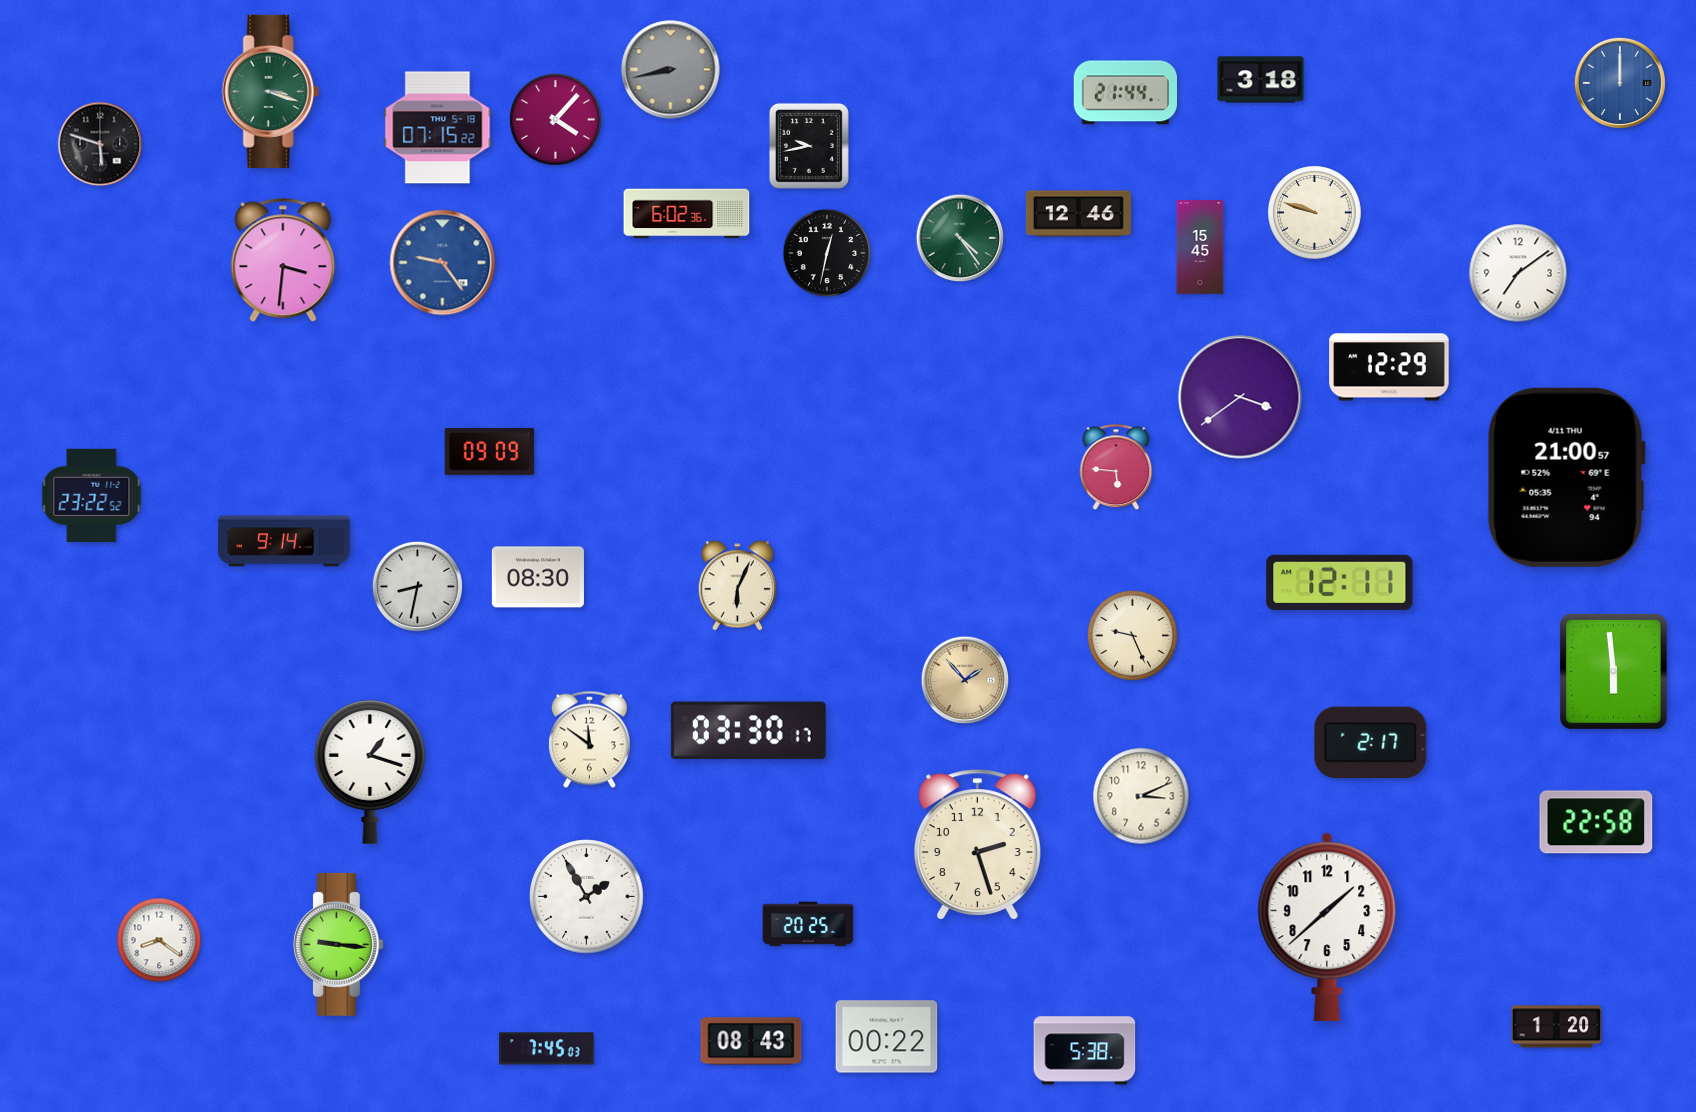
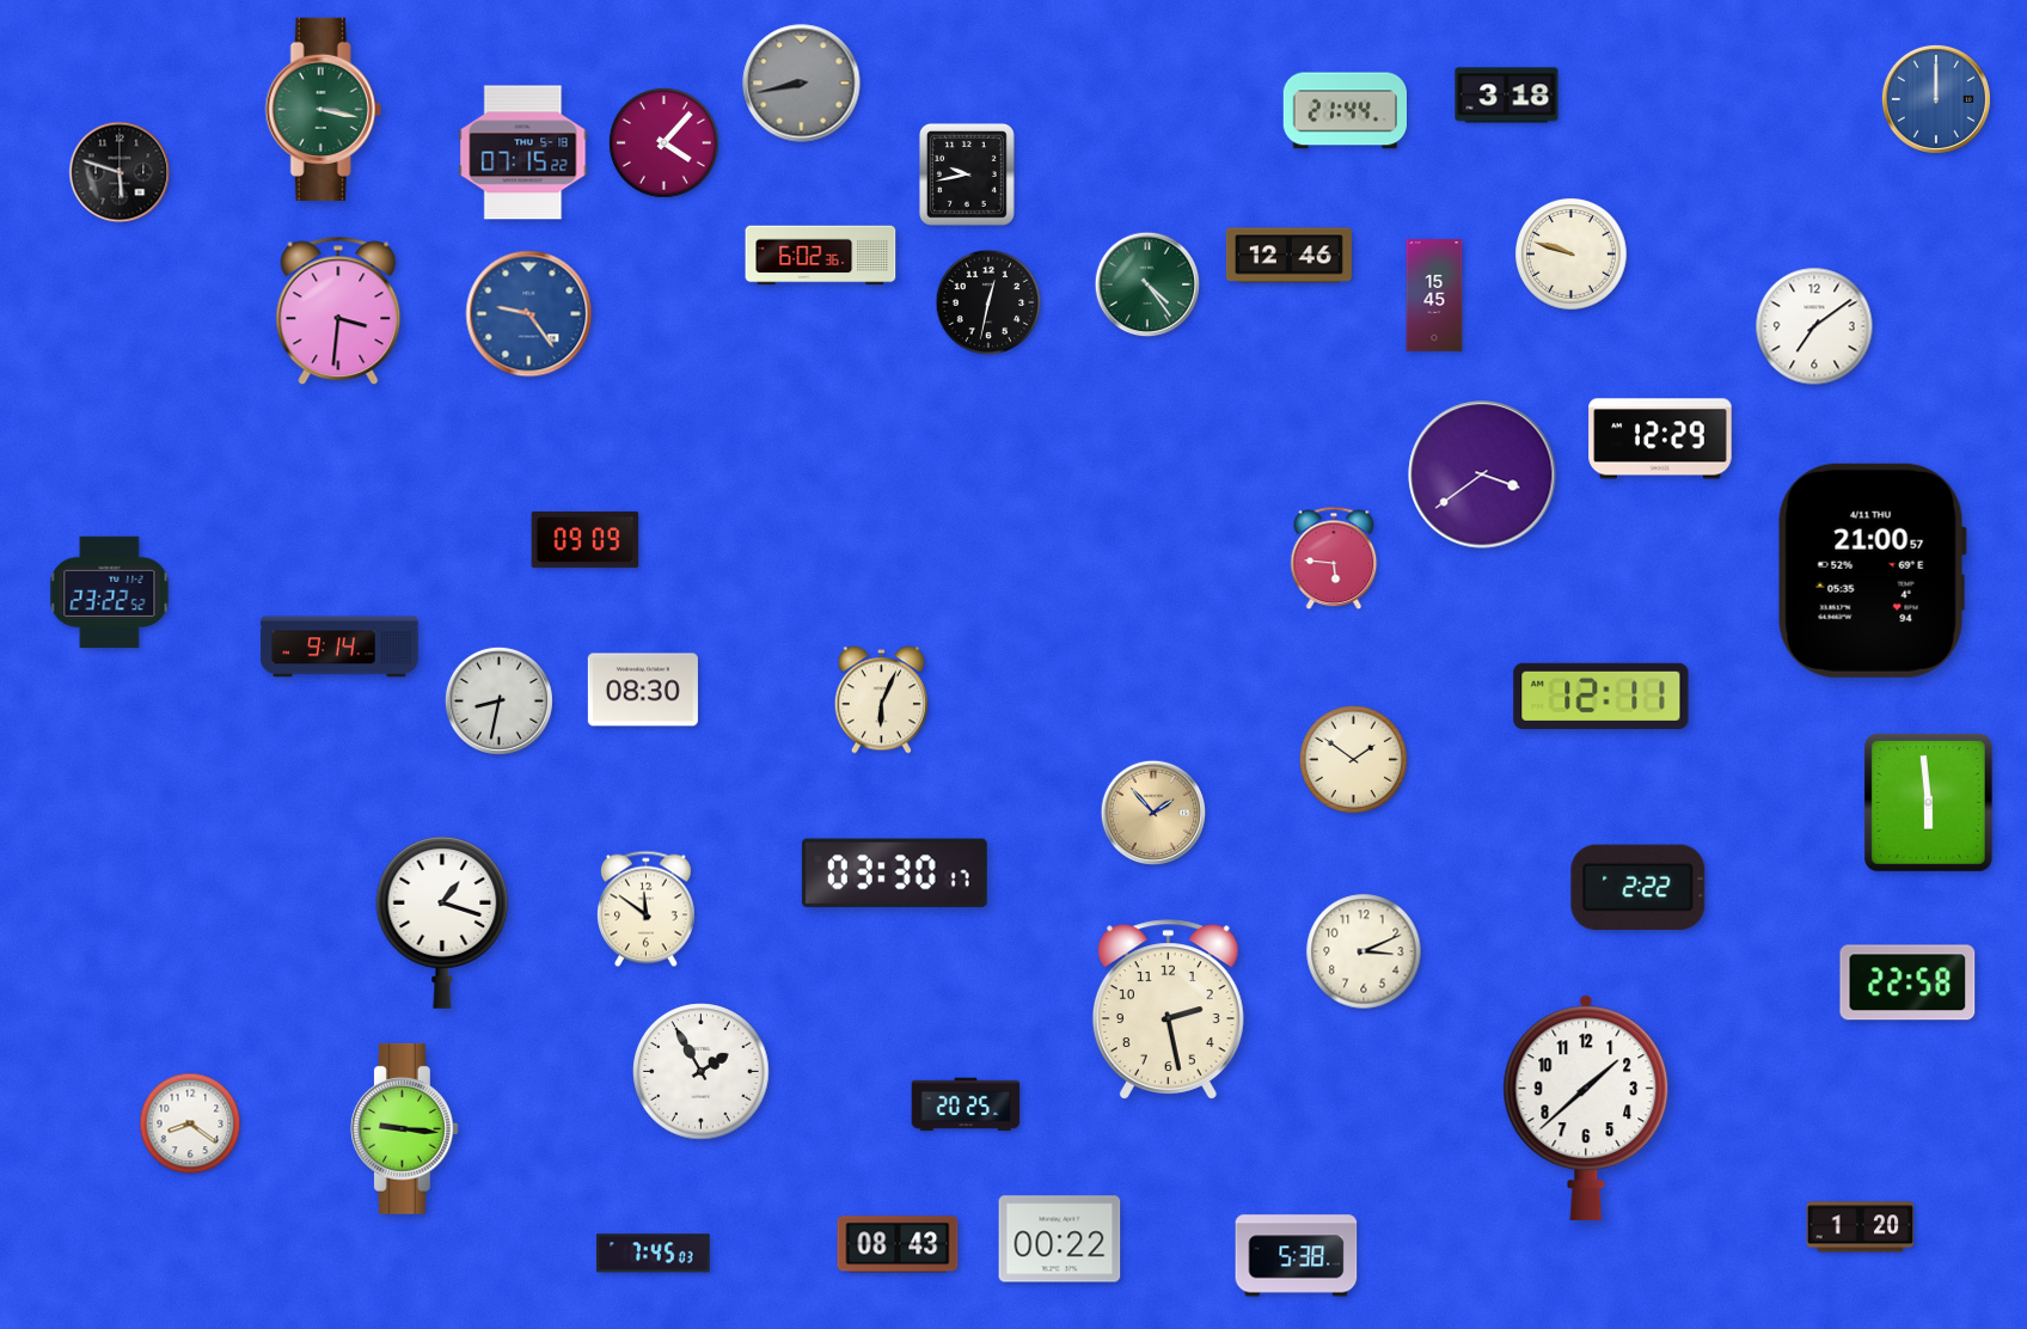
clock at (270, 91): 3:18 -> 3:17
clock at (1132, 635): 9:26 -> 1:51
clock at (589, 740) position: (589, 740) -> (645, 910)
clock at (1371, 743): 2:17 -> 2:22
clock at (977, 845): 2:27 -> 2:28
